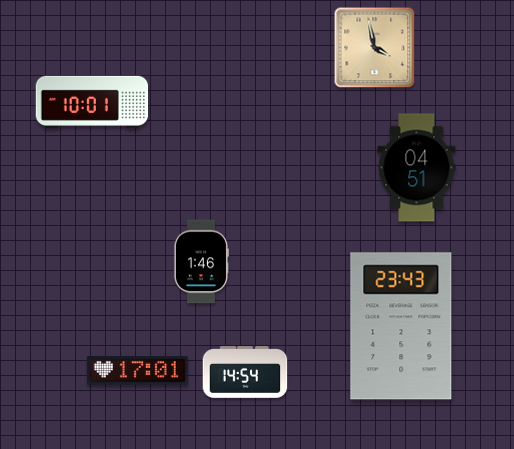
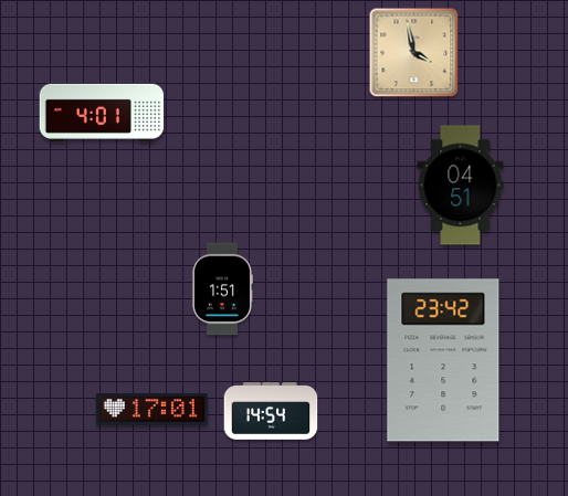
clock at (92, 102): 10:01 -> 4:01
clock at (201, 262): 1:46 -> 1:51
clock at (401, 326): 23:43 -> 23:42
